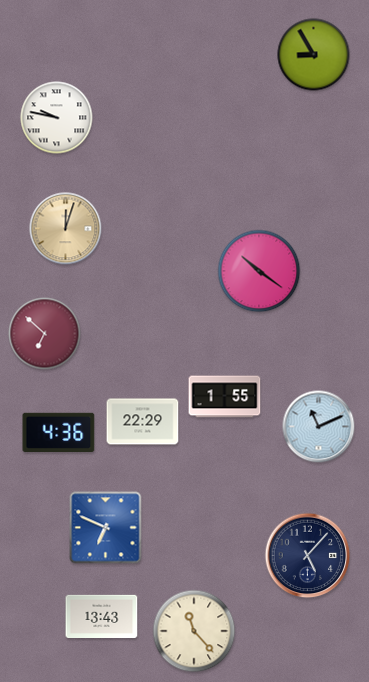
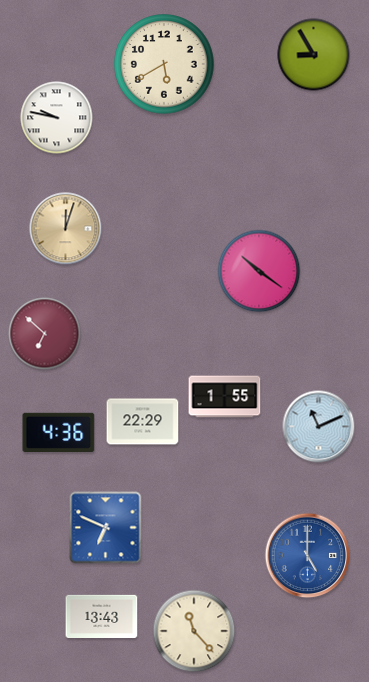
clock at (164, 64): none -> 5:40
clock at (308, 556): 5:07 -> 5:00
clock at (308, 556) dial: navy -> blue
